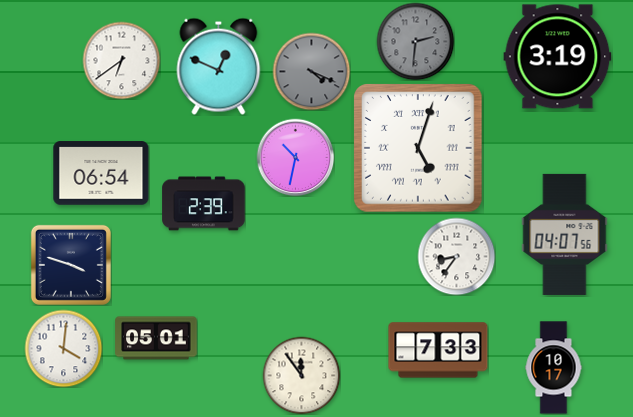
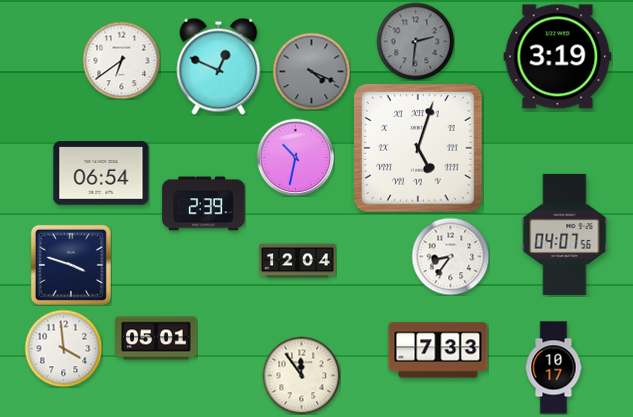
clock at (456, 256) position: (456, 256) -> (450, 256)
clock at (298, 261): none -> 12:04
clock at (63, 348): 4:01 -> 3:59
